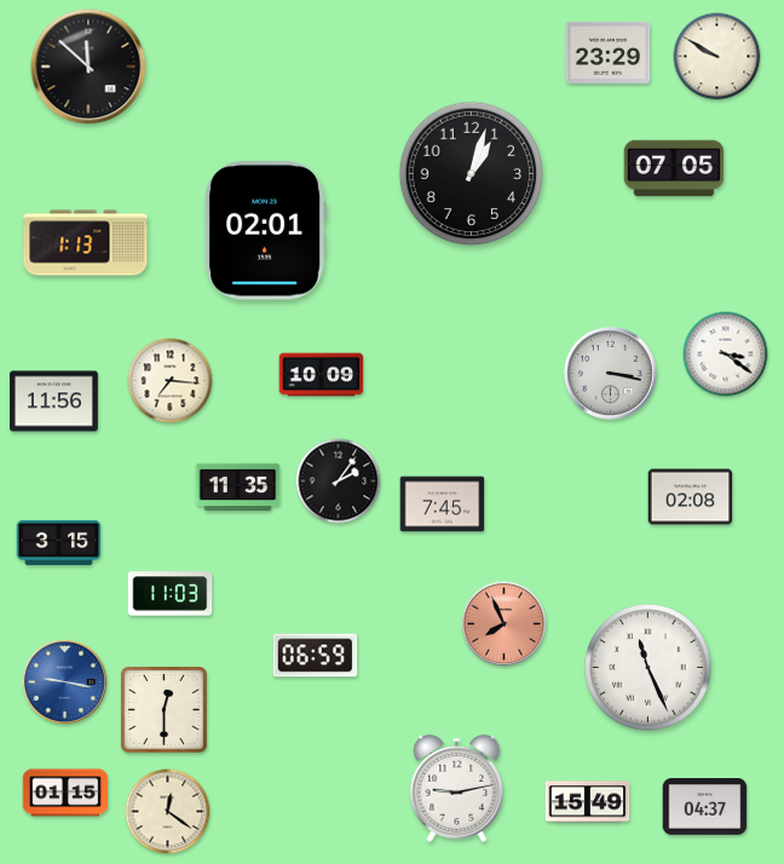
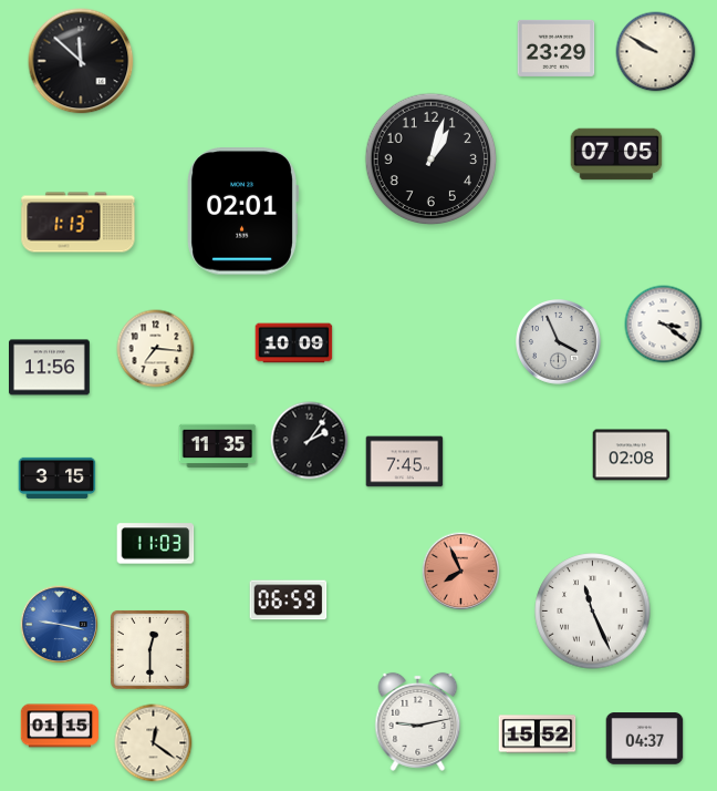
clock at (611, 374): 3:17 -> 3:56
clock at (59, 542) position: (59, 542) -> (58, 477)
clock at (588, 802): 15:49 -> 15:52
